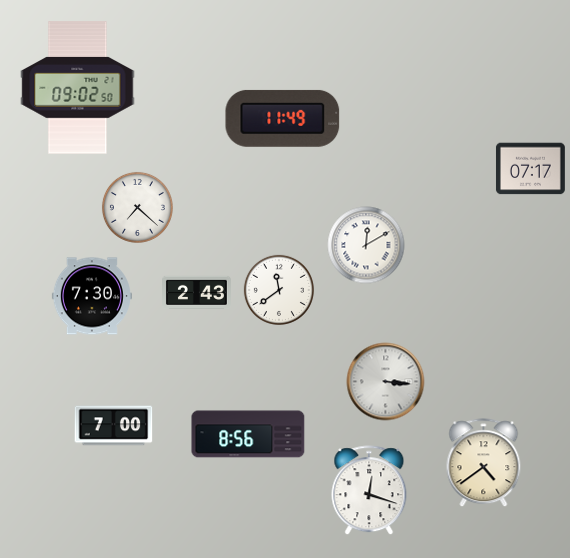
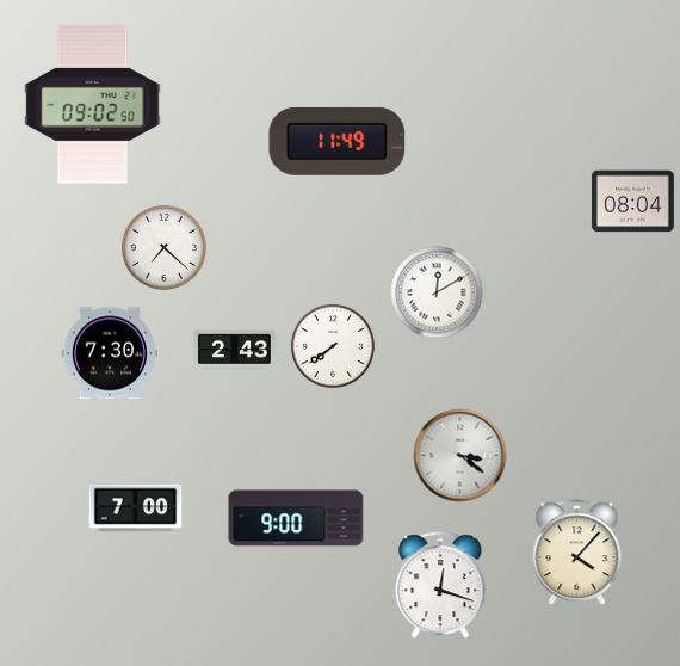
clock at (530, 169): 07:17 -> 08:04
clock at (279, 290): 11:39 -> 7:39
clock at (386, 382): 3:16 -> 3:21
clock at (248, 434): 8:56 -> 9:00
clock at (484, 463): 4:39 -> 4:07
